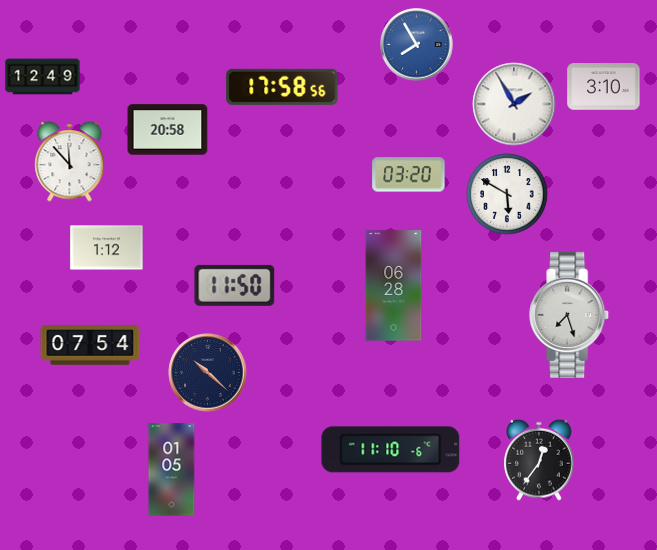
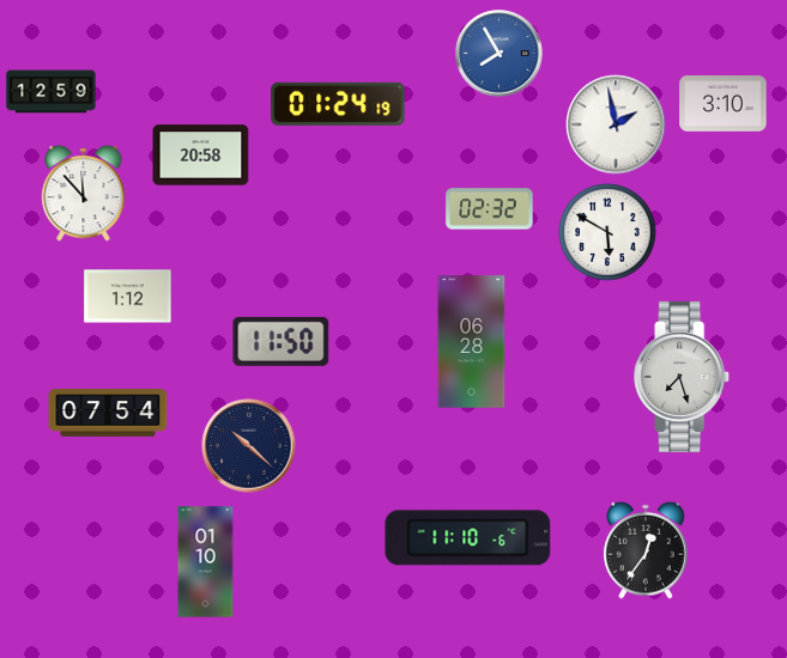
clock at (43, 77): 12:49 -> 12:59
clock at (282, 87): 17:58 -> 01:24
clock at (514, 104): 1:55 -> 1:58
clock at (409, 175): 03:20 -> 02:32
clock at (172, 470): 01:05 -> 01:10
